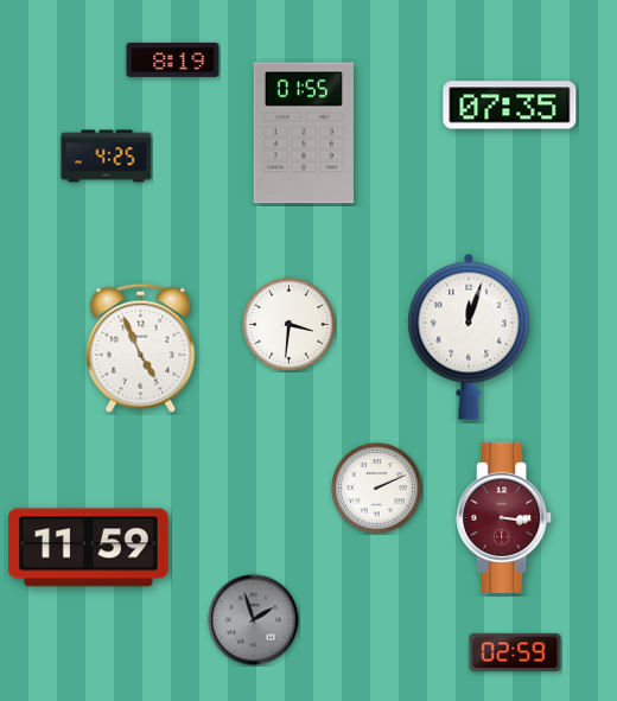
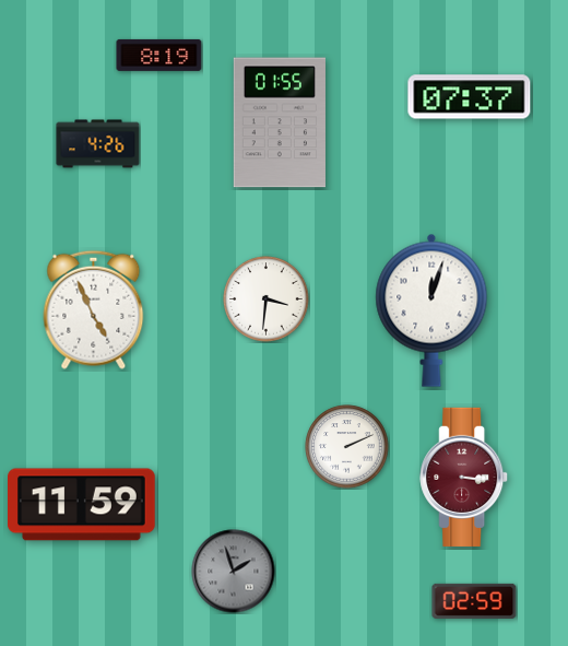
clock at (510, 106): 07:35 -> 07:37
clock at (107, 157): 4:25 -> 4:26
clock at (141, 348) position: (141, 348) -> (94, 309)
clock at (377, 489) position: (377, 489) -> (347, 447)
